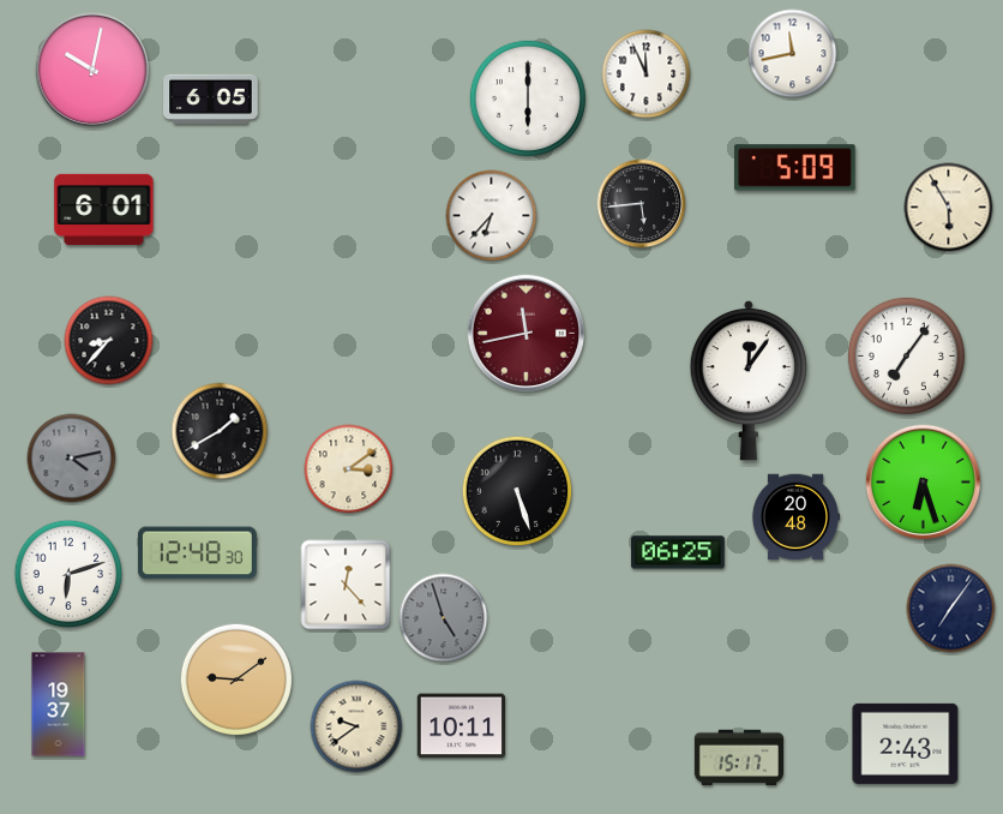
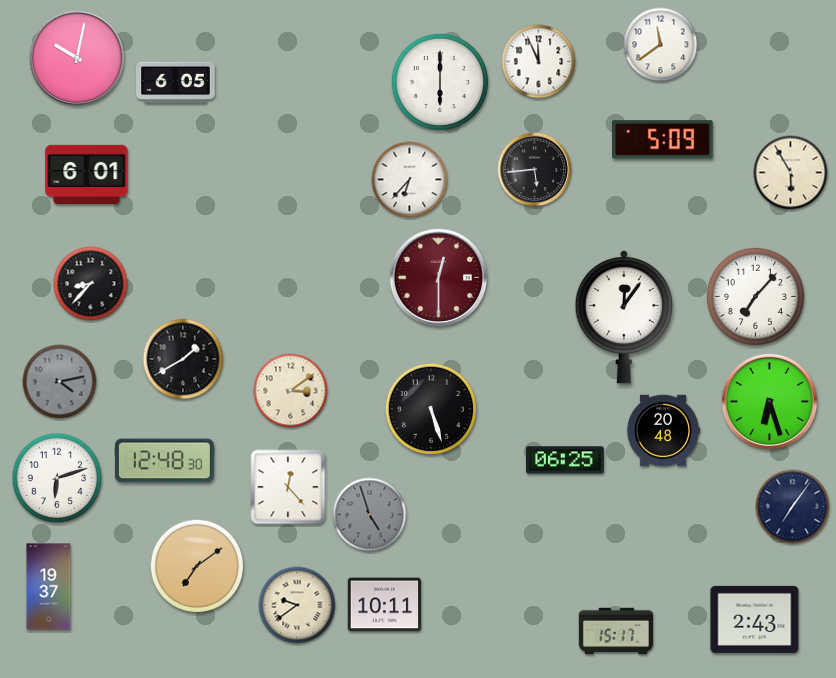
clock at (793, 54): 11:43 -> 11:39
clock at (527, 334): 11:43 -> 12:30
clock at (906, 355): 7:06 -> 7:07
clock at (235, 678): 9:09 -> 7:09
